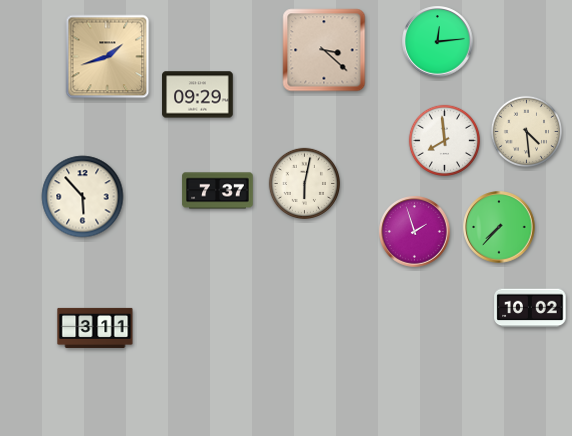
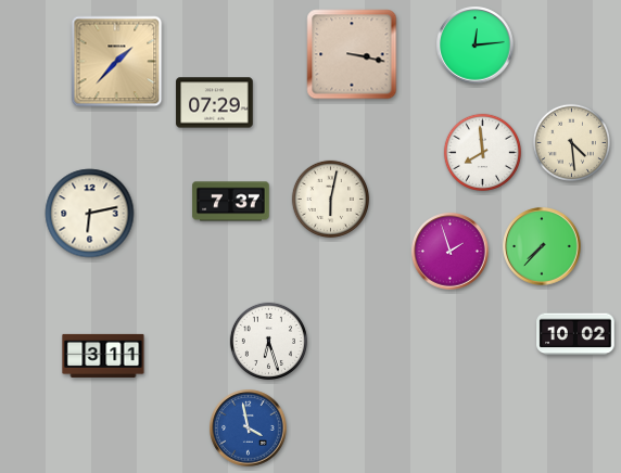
clock at (324, 50): 3:22 -> 3:17
clock at (108, 57): 1:42 -> 1:37
clock at (198, 95): 09:29 -> 07:29
clock at (218, 191) position: (218, 191) -> (231, 202)
clock at (83, 197): 5:53 -> 6:13
clock at (268, 341): none -> 6:27
clock at (249, 429): none -> 3:58
